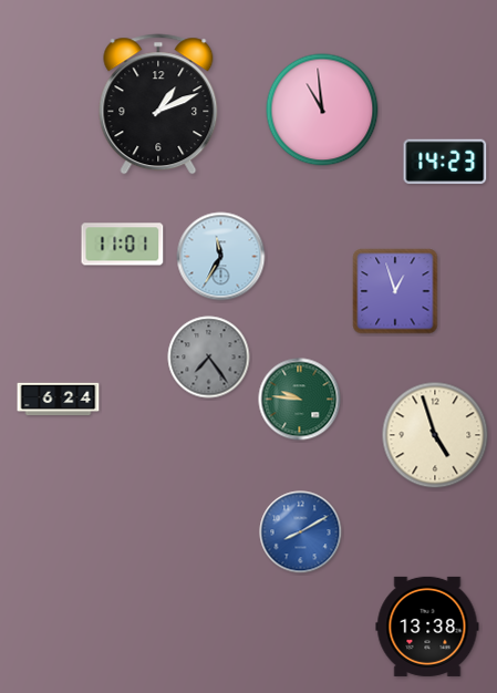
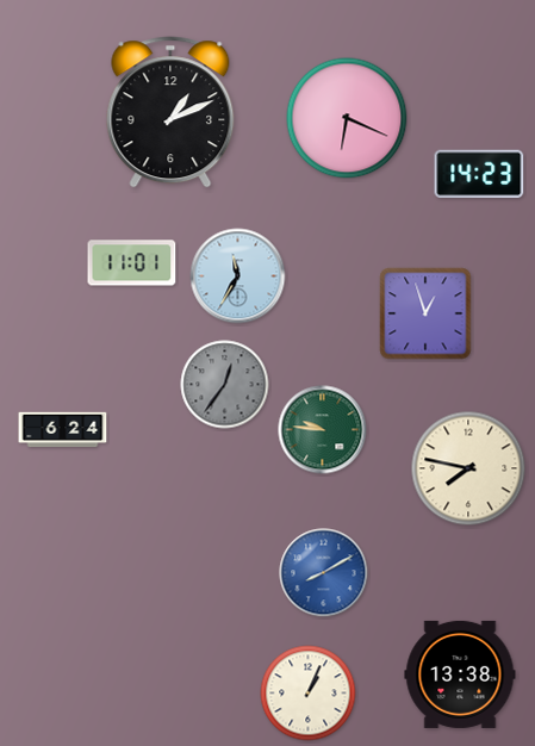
clock at (322, 110): 10:59 -> 6:19
clock at (209, 358): 7:24 -> 12:36
clock at (435, 435): 4:57 -> 7:47
clock at (309, 694): none -> 1:04
